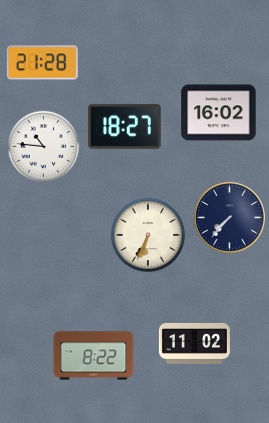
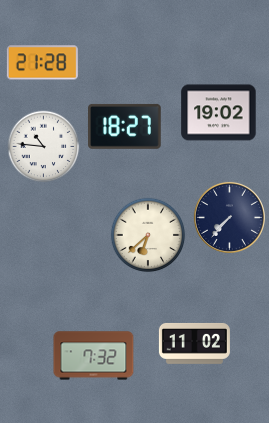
clock at (219, 113): 16:02 -> 19:02
clock at (148, 235): 6:34 -> 6:38
clock at (94, 356): 8:22 -> 7:32
